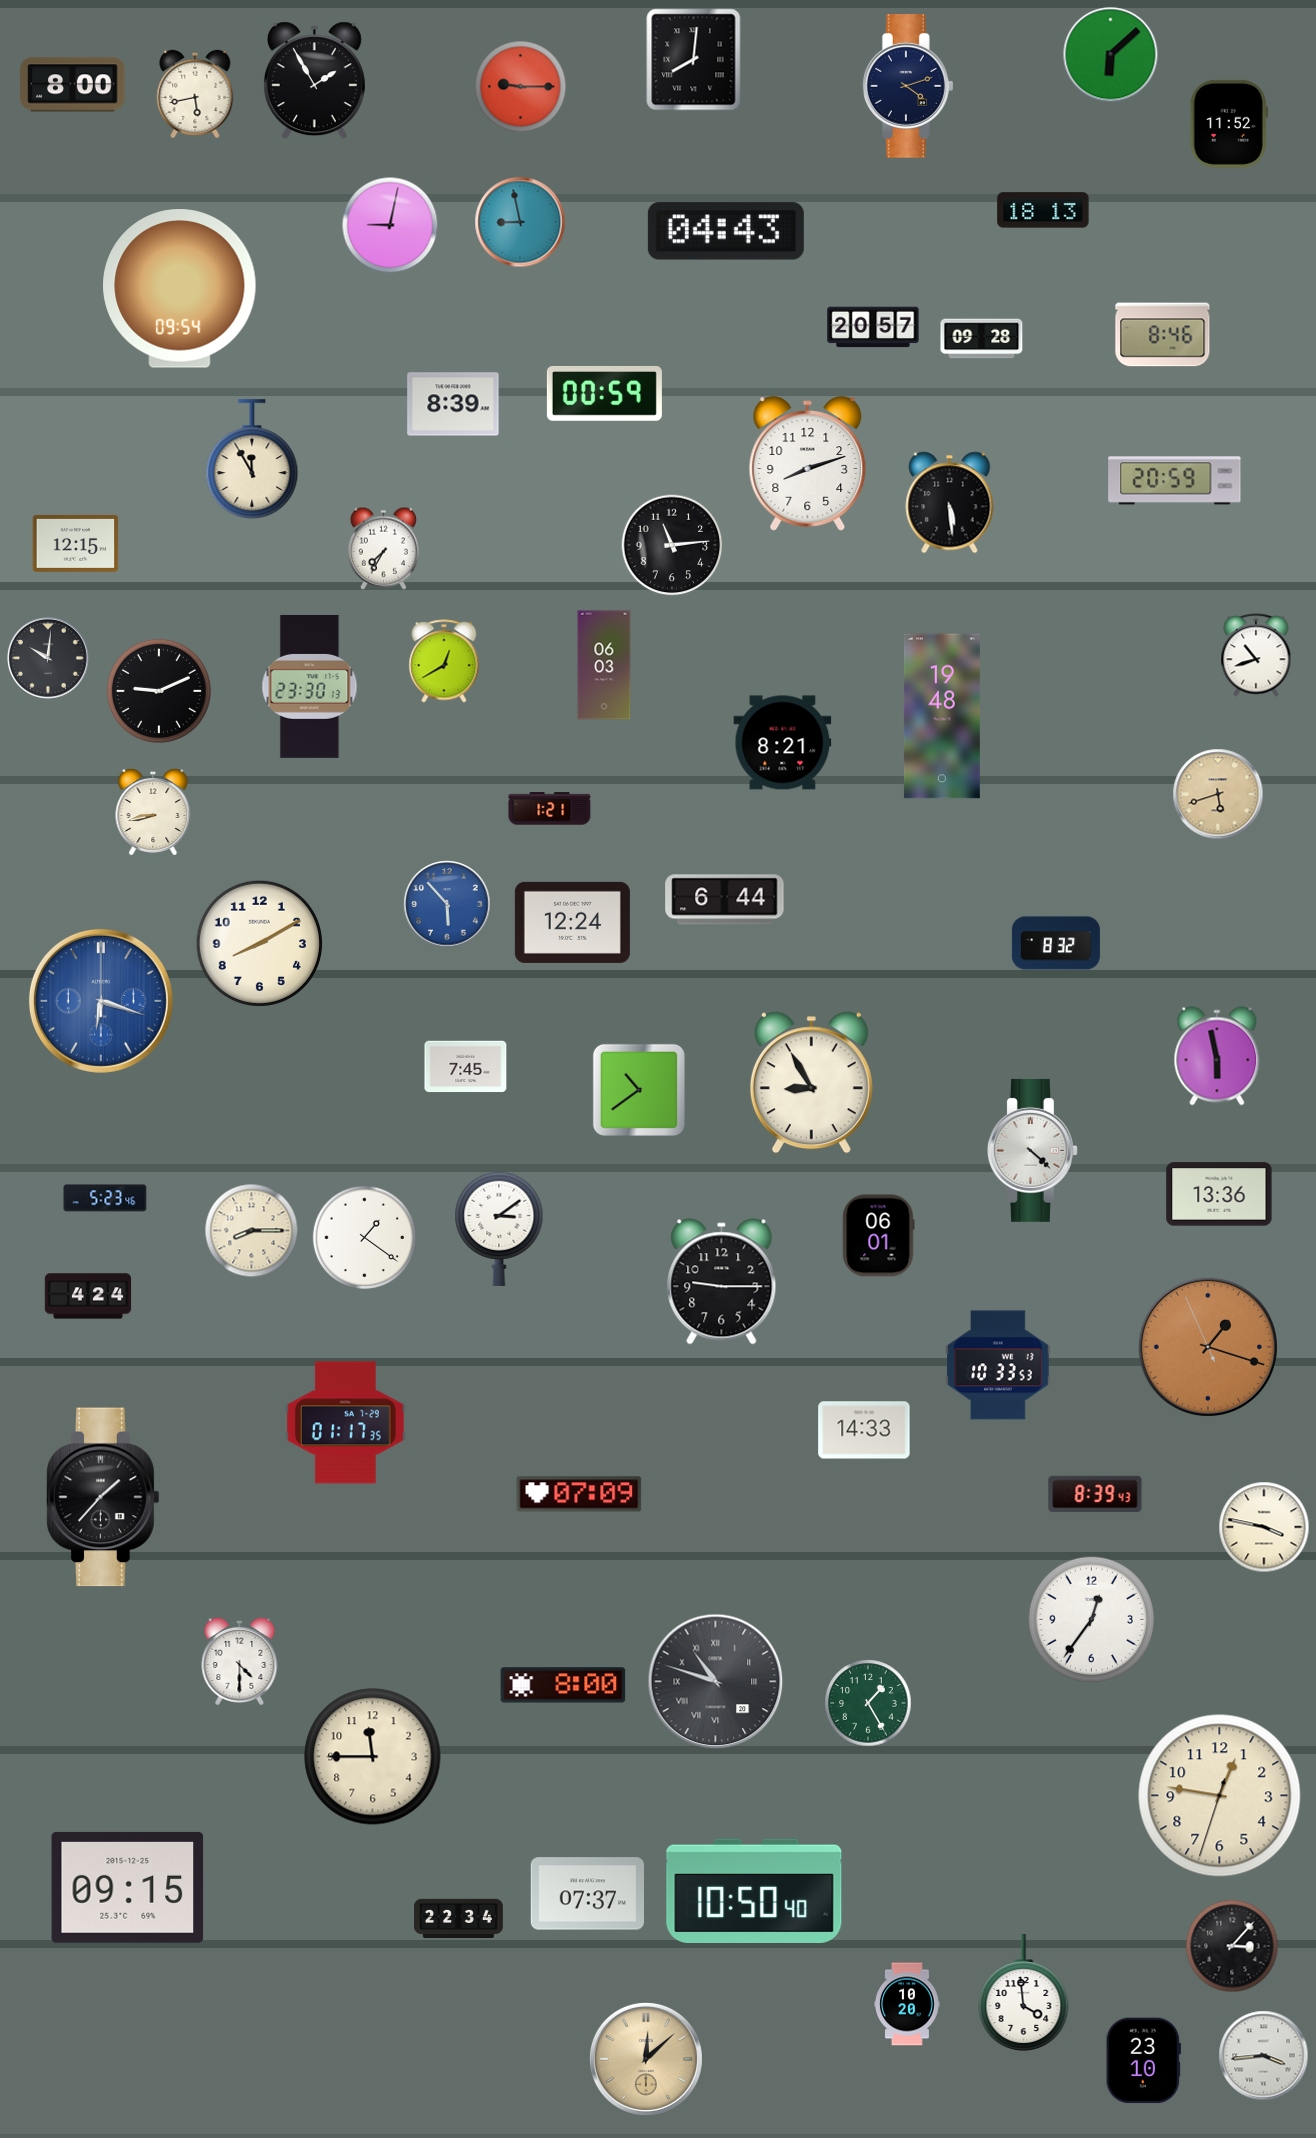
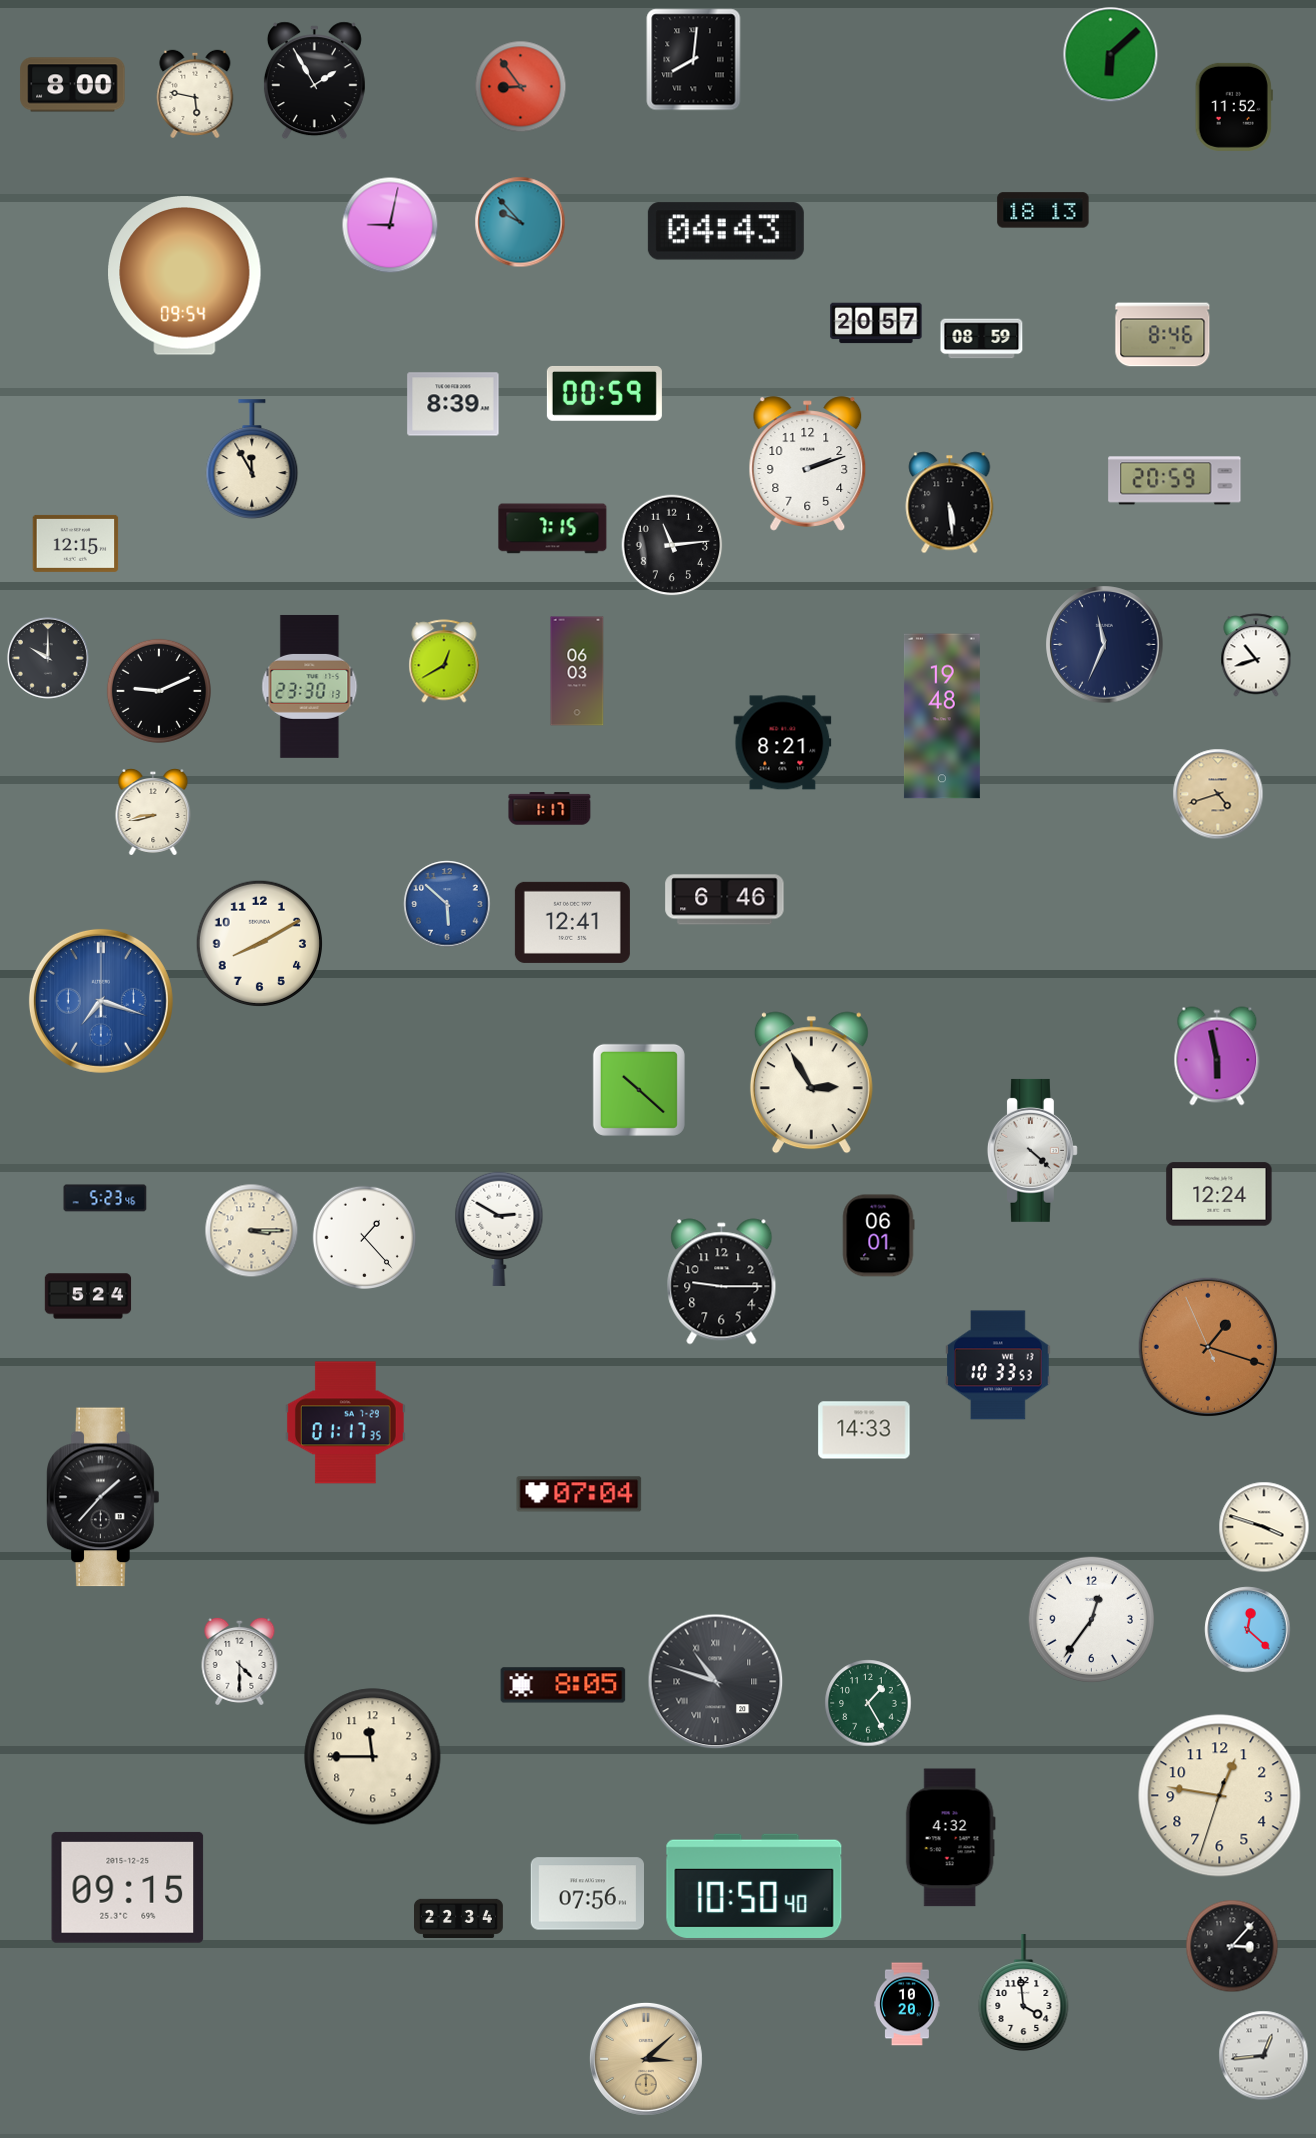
clock at (521, 87): 9:15 -> 8:54
clock at (908, 87): 4:12 -> none
clock at (195, 94): 5:43 -> 5:47
clock at (1229, 124) position: (1229, 124) -> (1234, 107)
clock at (520, 222): 8:58 -> 9:53
clock at (180, 289) position: (180, 289) -> (185, 276)
clock at (873, 327) position: (873, 327) -> (876, 323)
clock at (982, 339): 09:28 -> 08:59
clock at (808, 464): 8:12 -> 2:12
clock at (553, 529): none -> 7:15
clock at (383, 548): 7:35 -> none
clock at (1105, 645): none -> 11:34
clock at (48, 658): 10:01 -> 10:00
clock at (604, 665) position: (604, 665) -> (577, 671)
clock at (1218, 794): 5:42 -> 4:42
clock at (550, 809): 1:21 -> 1:17
clock at (725, 900): 6:44 -> 6:46
clock at (447, 904): 5:53 -> 5:52
clock at (572, 922): 12:24 -> 12:41
clock at (1056, 943): 8:32 -> none
clock at (101, 1001): 6:18 -> 7:18
clock at (466, 1067): 7:45 -> none
clock at (811, 1083): 8:55 -> 2:55
clock at (639, 1090): 10:39 -> 10:22
clock at (1219, 1194): 13:36 -> 12:24
clock at (499, 1229): 3:09 -> 2:50
clock at (252, 1231): 8:15 -> 3:15
clock at (364, 1237): 1:21 -> 1:23
clock at (88, 1296): 4:24 -> 5:24
clock at (579, 1494): 07:09 -> 07:04
clock at (1095, 1494): 8:39 -> none
clock at (1264, 1527): 3:47 -> 3:48
clock at (1248, 1630): none -> 12:22
clock at (563, 1685): 8:00 -> 8:05
clock at (950, 1838): none -> 4:32
clock at (754, 1891) position: (754, 1891) -> (754, 1886)
clock at (587, 1894): 07:37 -> 07:56
clock at (1264, 2056): 3:44 -> 12:44
clock at (646, 2059): 12:08 -> 3:08
clock at (1143, 2061): 23:10 -> none
